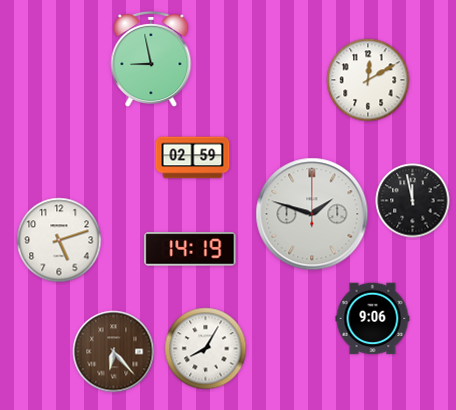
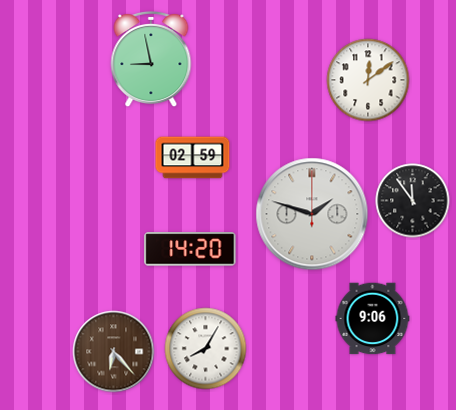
clock at (368, 80): 12:10 -> 12:09
clock at (413, 201): 11:58 -> 11:54
clock at (59, 240): 5:12 -> none
clock at (190, 249): 14:19 -> 14:20
